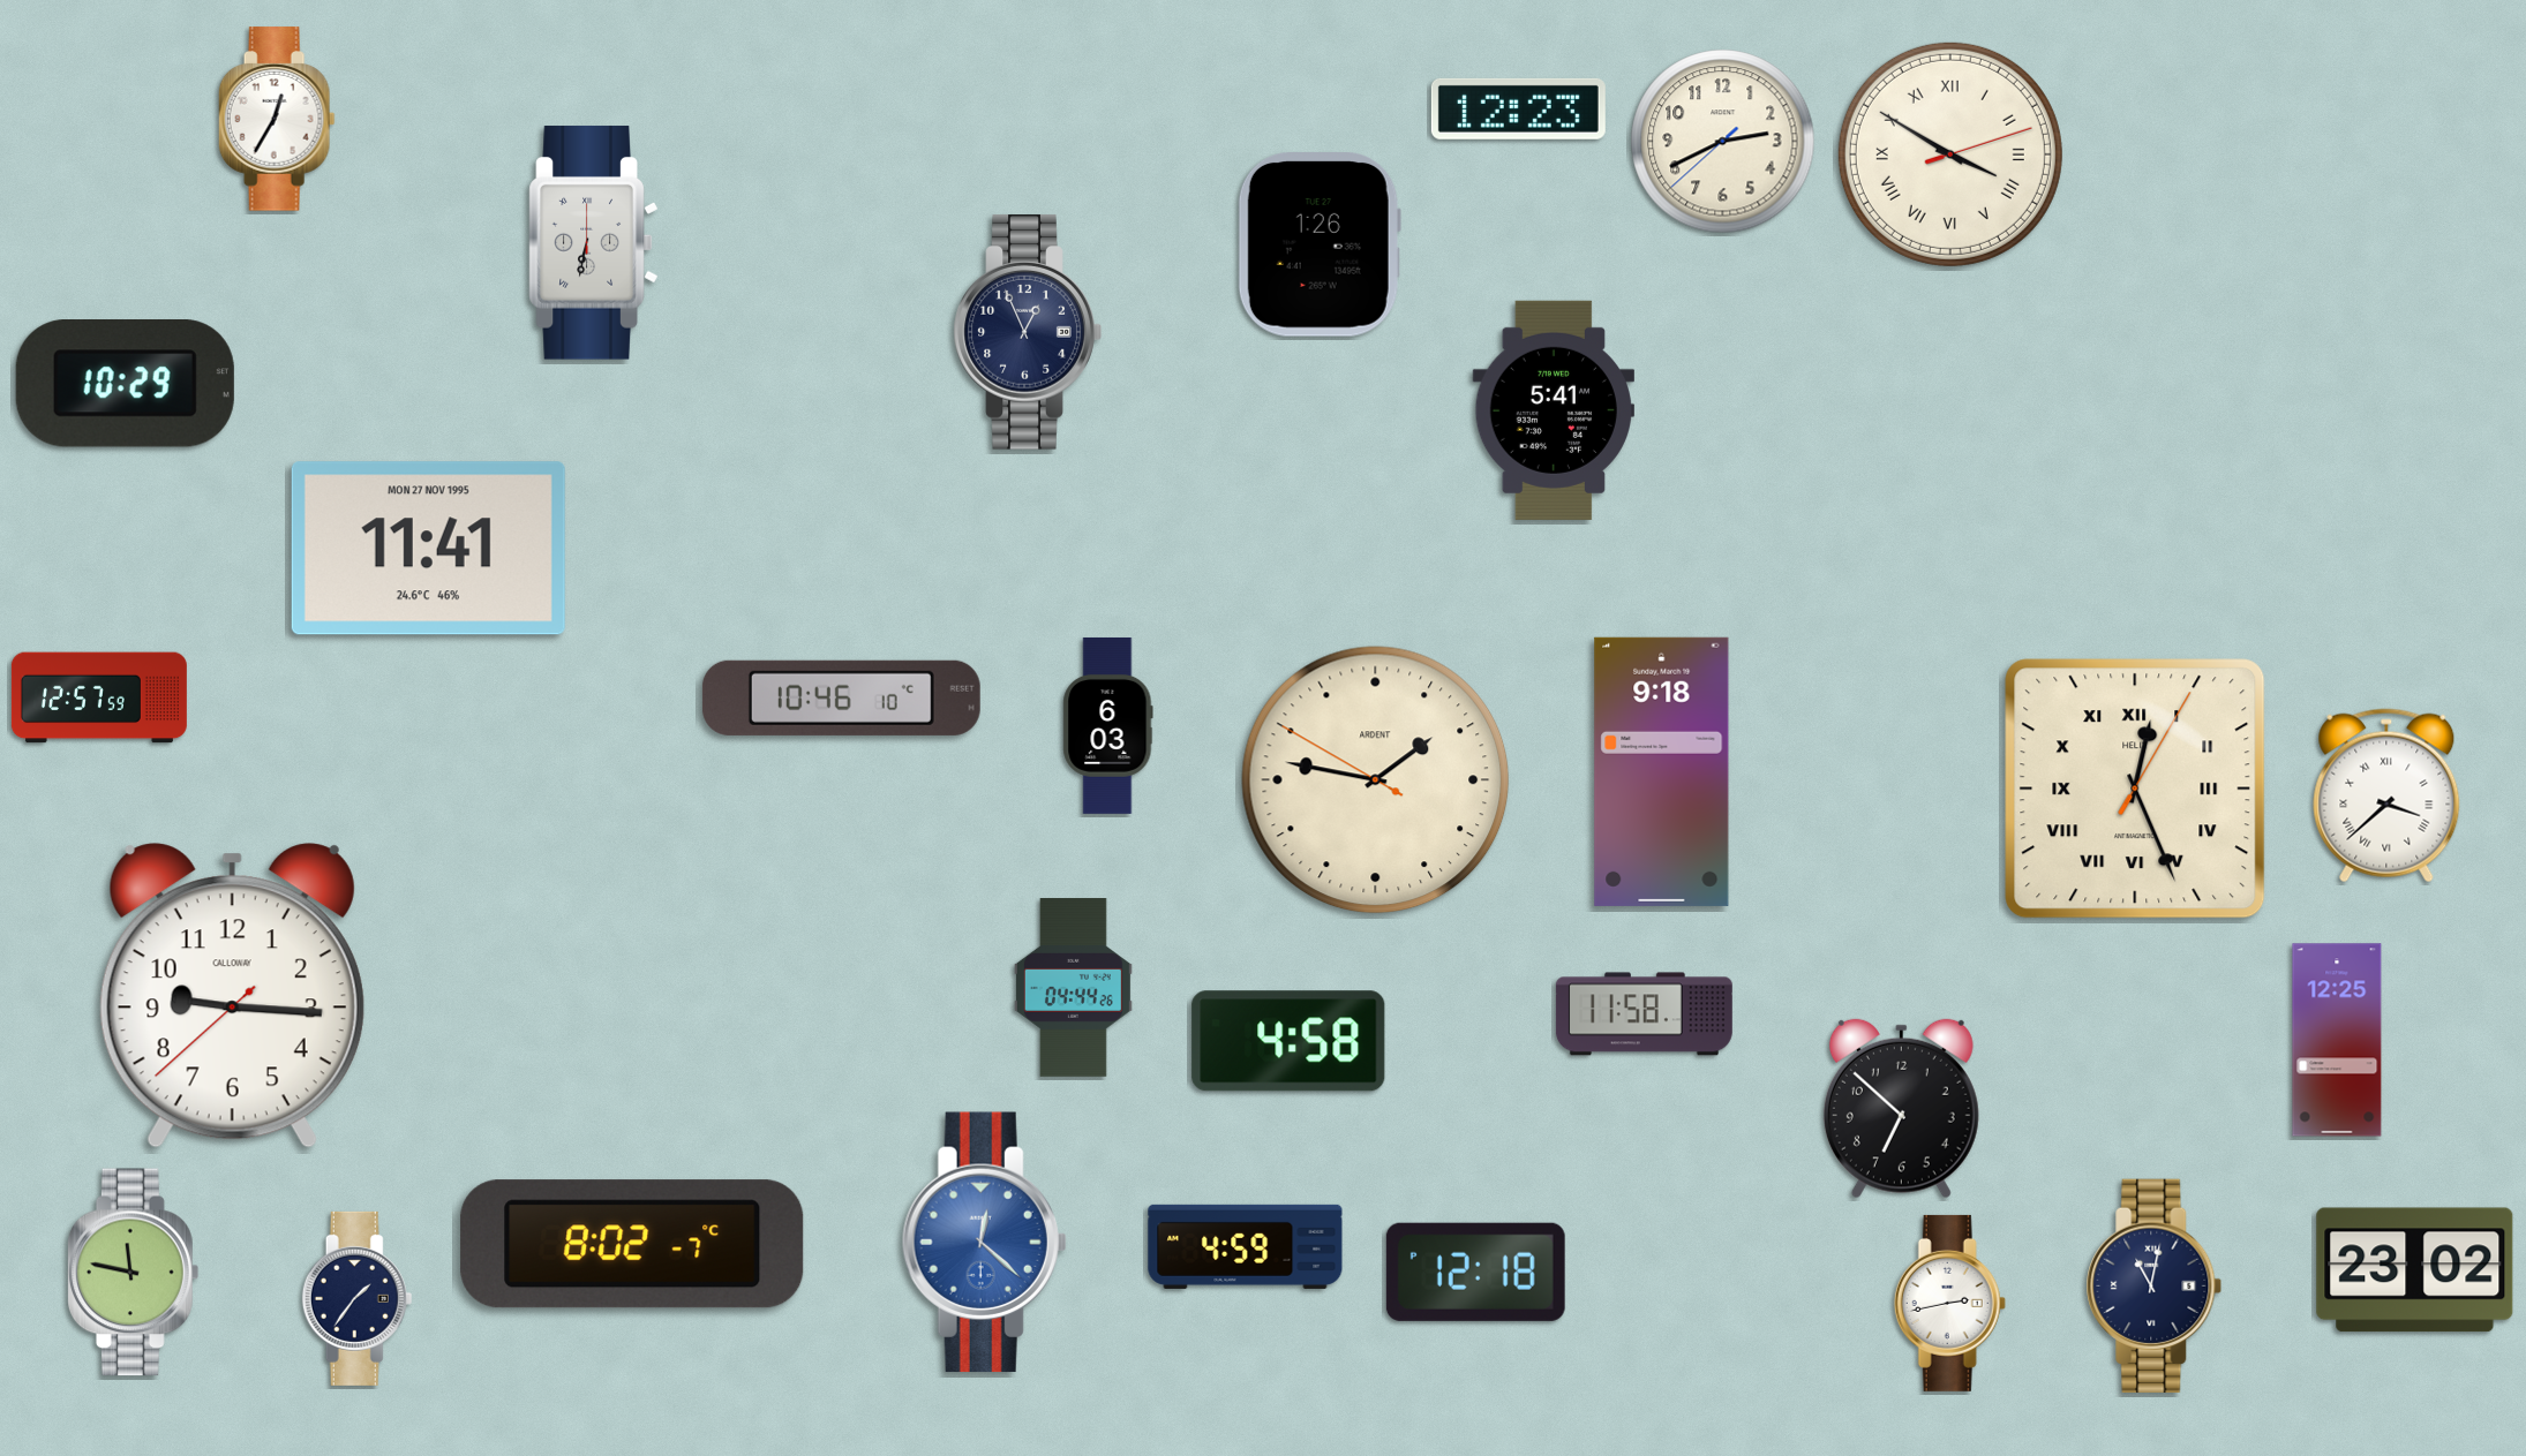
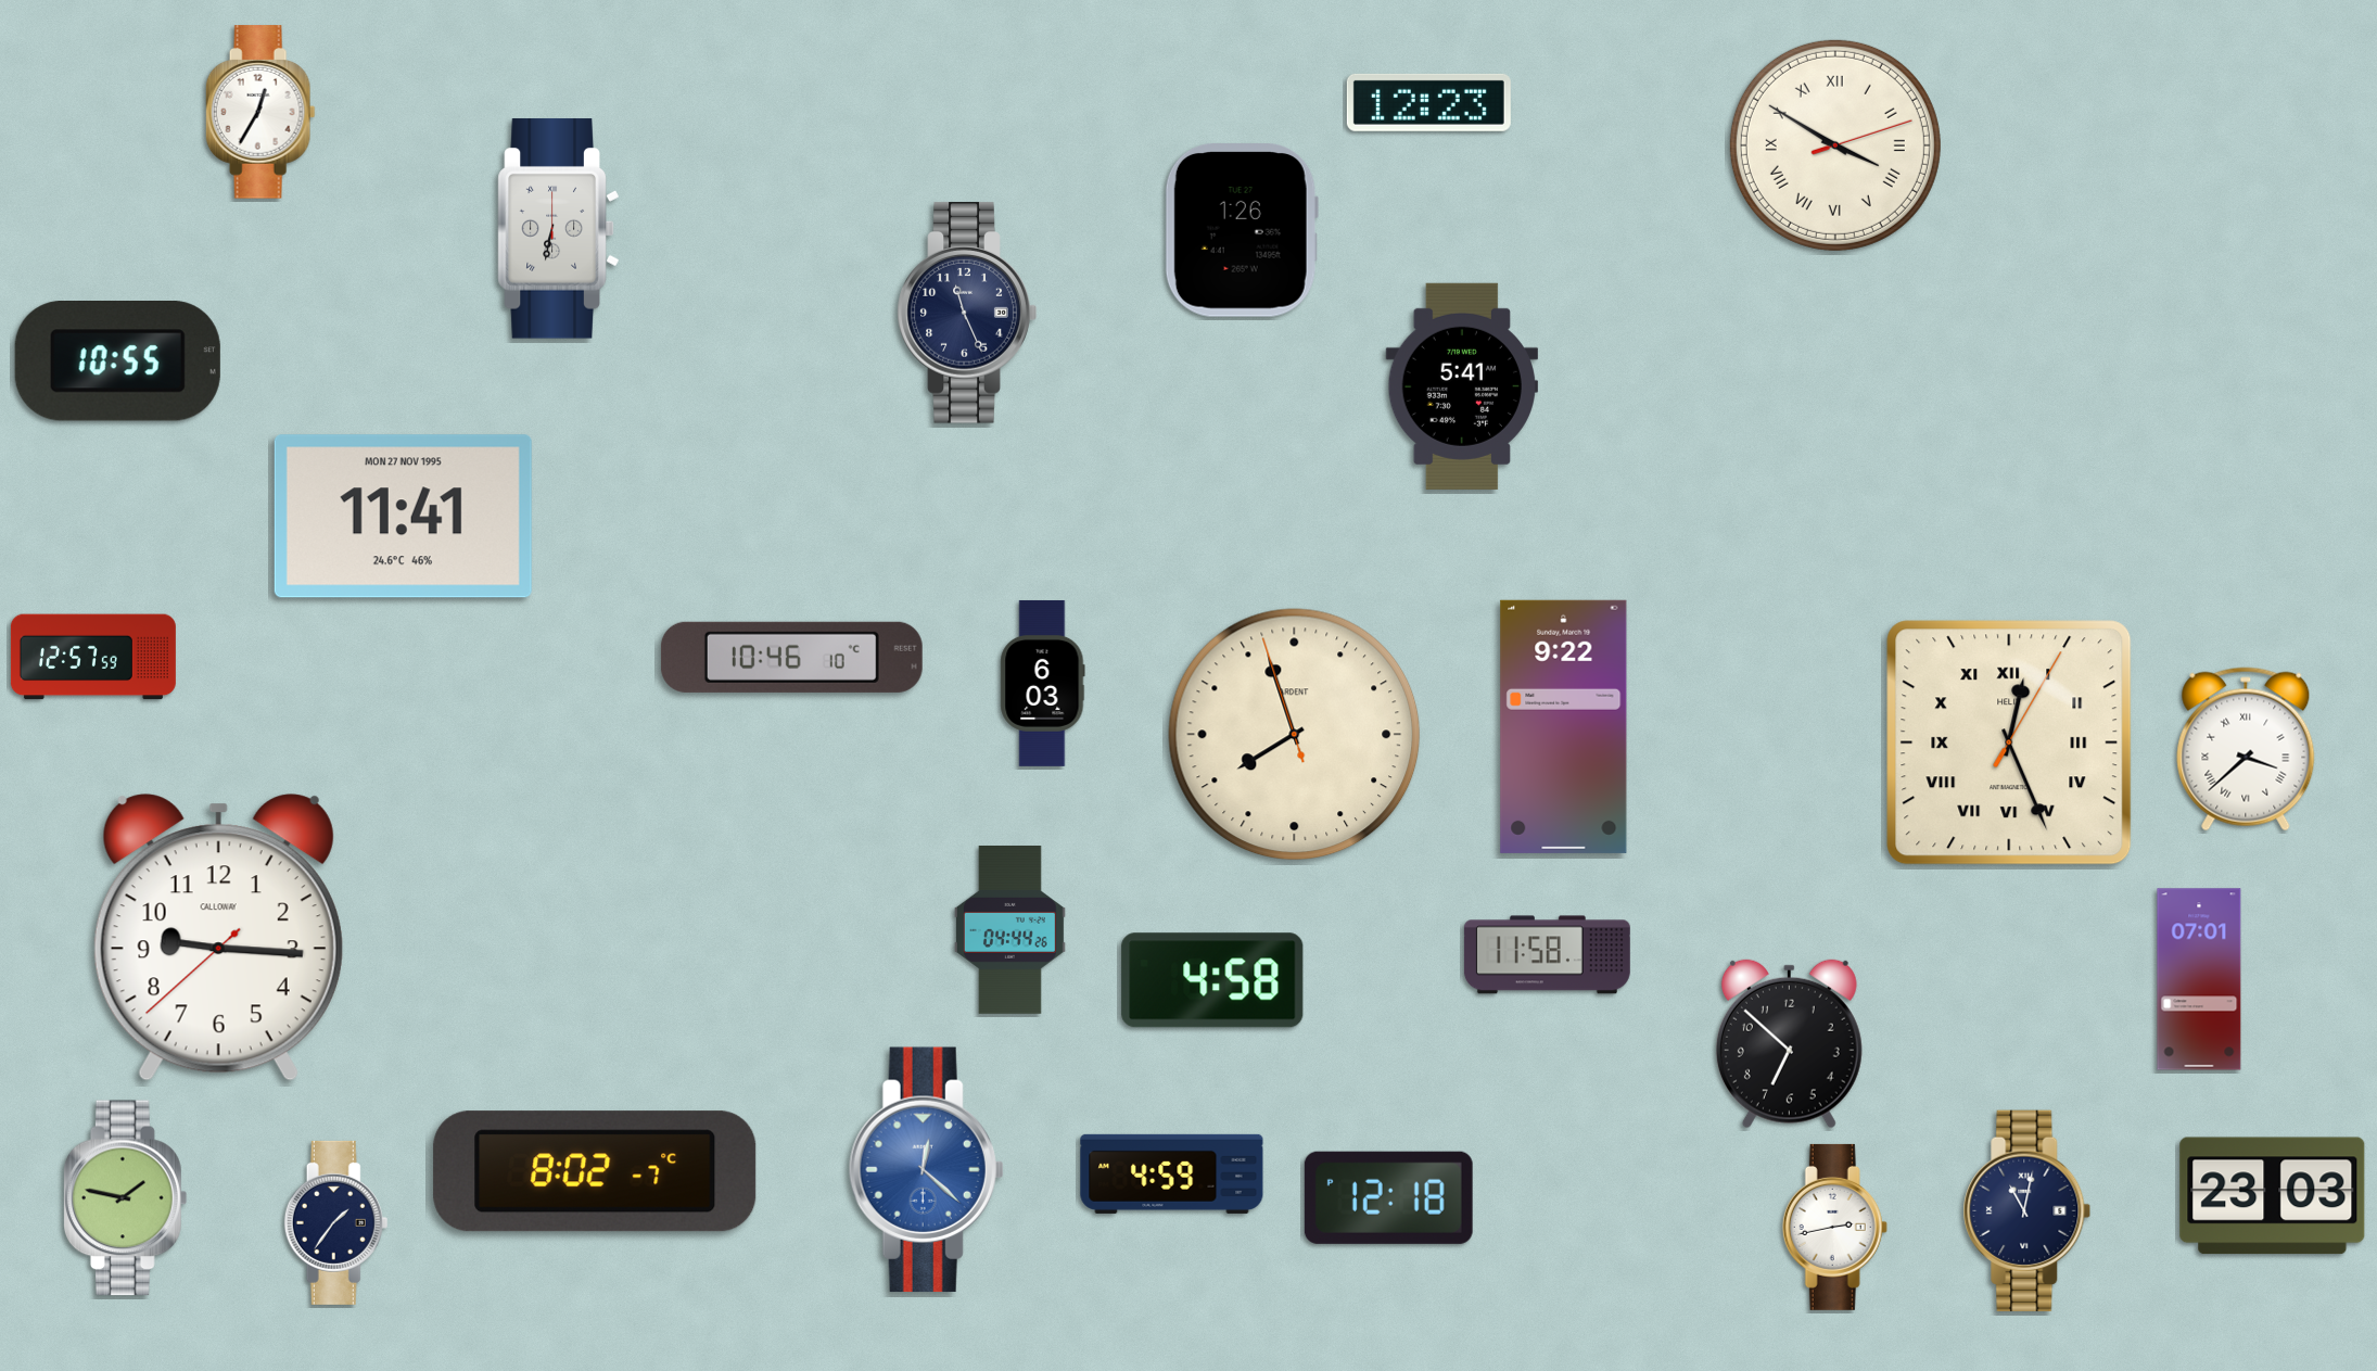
clock at (1723, 142): 2:40 -> none
clock at (1028, 332): 12:56 -> 11:26
clock at (125, 384): 10:29 -> 10:55
clock at (1662, 771): 9:18 -> 9:22
clock at (1376, 780): 1:46 -> 7:56
clock at (2337, 1040): 12:25 -> 07:01
clock at (2415, 1270): 23:02 -> 23:03
clock at (134, 1273): 11:47 -> 1:47
